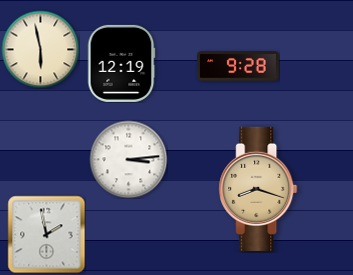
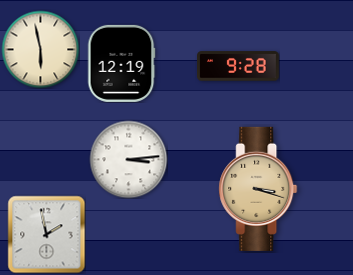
clock at (258, 189): 8:18 -> 3:18
